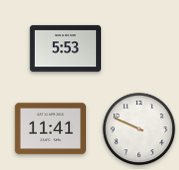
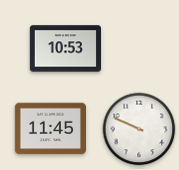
clock at (65, 49): 5:53 -> 10:53
clock at (50, 129): 11:41 -> 11:45
